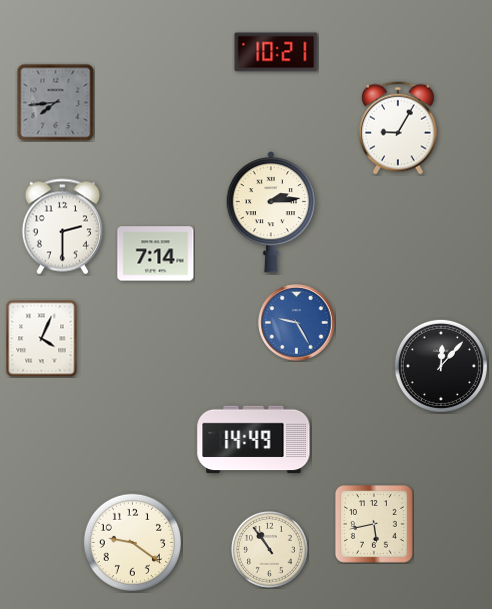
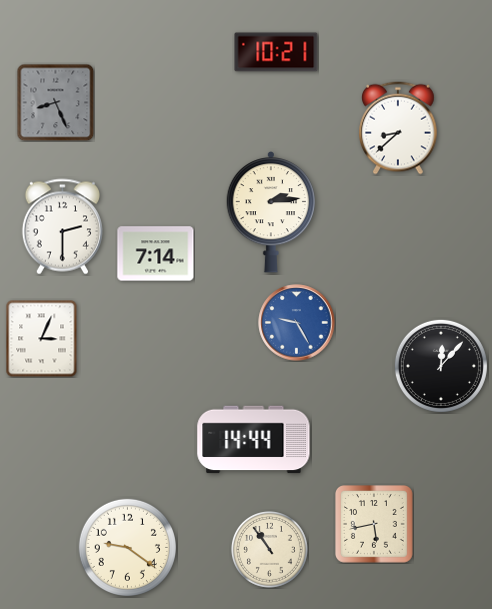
clock at (55, 102): 7:44 -> 8:26
clock at (399, 128): 9:05 -> 8:38
clock at (42, 338): 4:04 -> 3:04
clock at (254, 440): 14:49 -> 14:44
clock at (132, 542) position: (132, 542) -> (127, 547)
